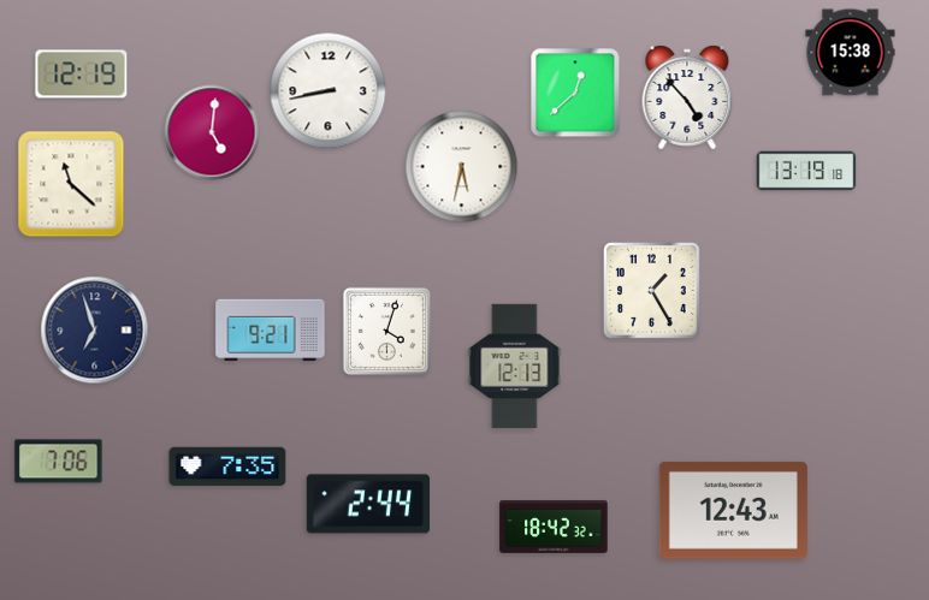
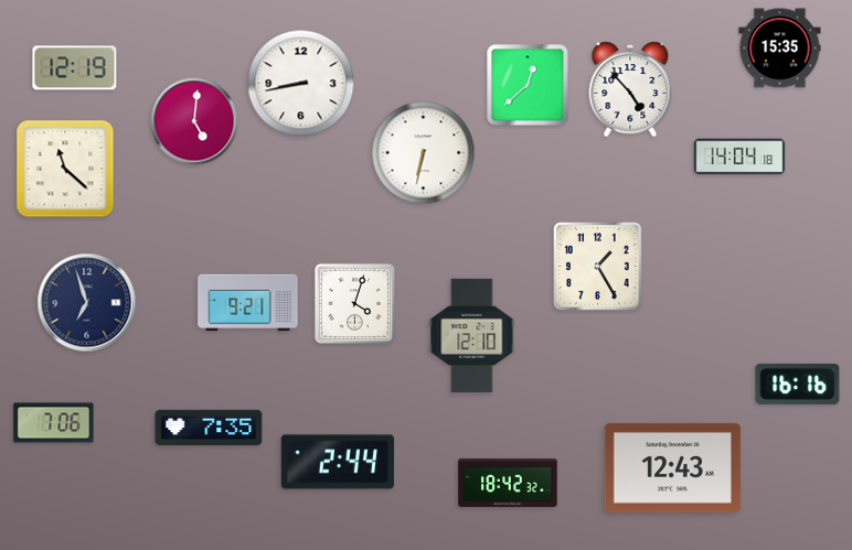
clock at (851, 53): 15:38 -> 15:35
clock at (462, 167): 5:32 -> 6:32
clock at (806, 171): 13:19 -> 14:04
clock at (515, 366): 12:13 -> 12:10
clock at (798, 384): none -> 16:16
